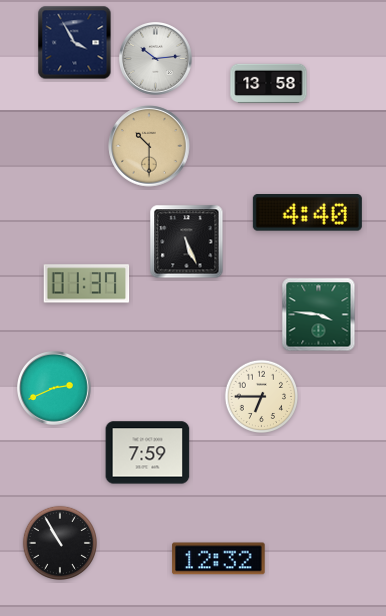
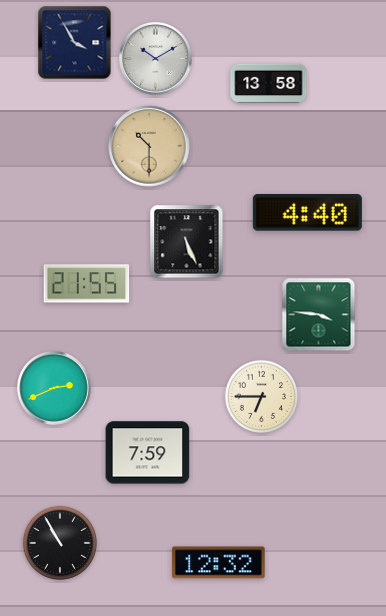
clock at (156, 59): 10:14 -> 10:10
clock at (87, 284): 01:37 -> 21:55
clock at (219, 559) position: (219, 559) -> (219, 563)
